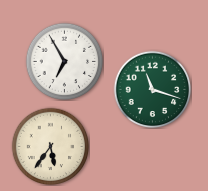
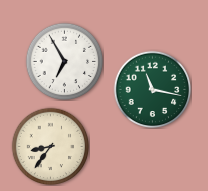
clock at (152, 89): 11:18 -> 11:17
clock at (50, 146): 5:36 -> 8:36
